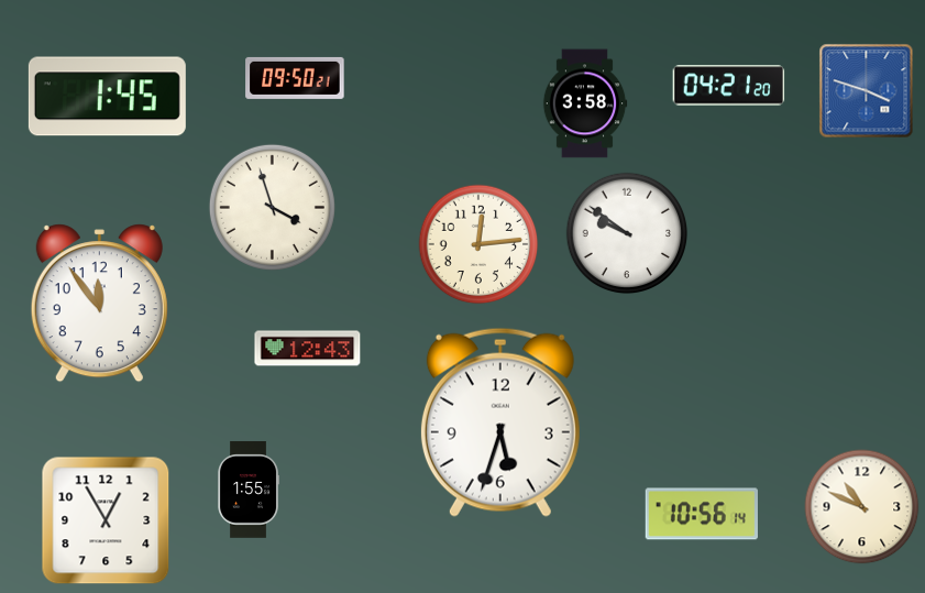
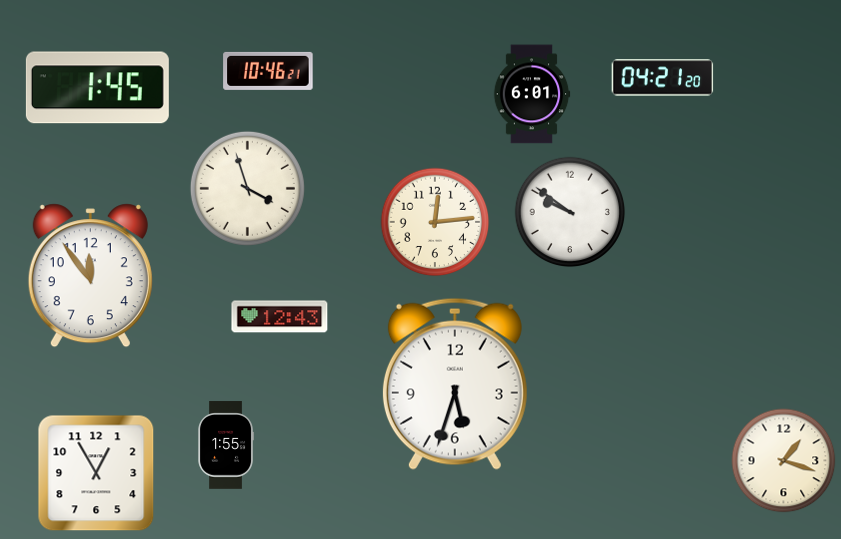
clock at (295, 78): 09:50 -> 10:46
clock at (867, 91): 3:48 -> none
clock at (585, 103): 3:58 -> 6:01
clock at (862, 507): 10:49 -> 1:18
clock at (701, 514): 10:56 -> none
